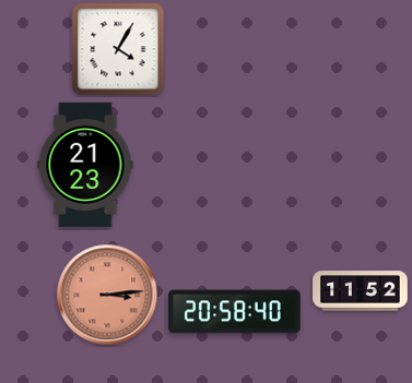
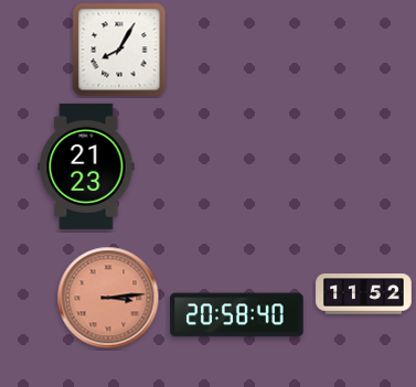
clock at (118, 49): 4:05 -> 8:05
